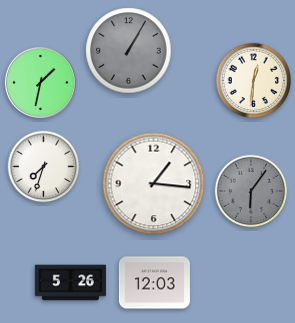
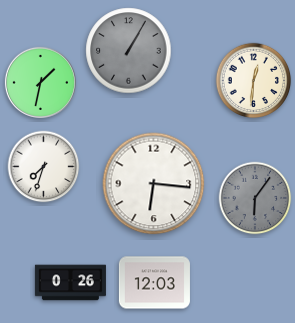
clock at (154, 184): 1:16 -> 6:16
clock at (251, 191) position: (251, 191) -> (255, 198)
clock at (70, 283): 5:26 -> 0:26
